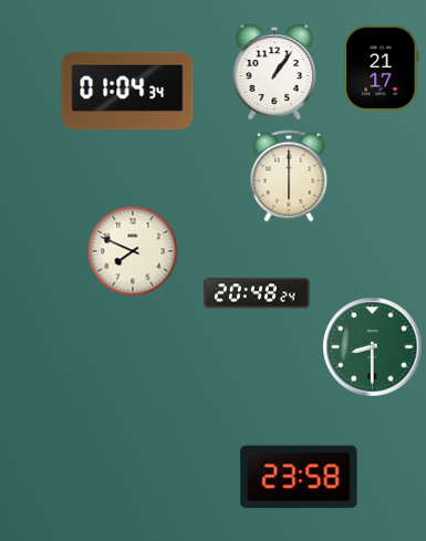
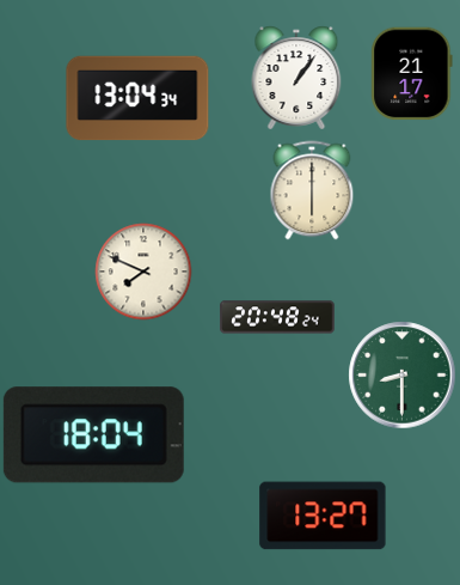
clock at (127, 91): 01:04 -> 13:04
clock at (93, 435): none -> 18:04
clock at (299, 477): 23:58 -> 13:27
